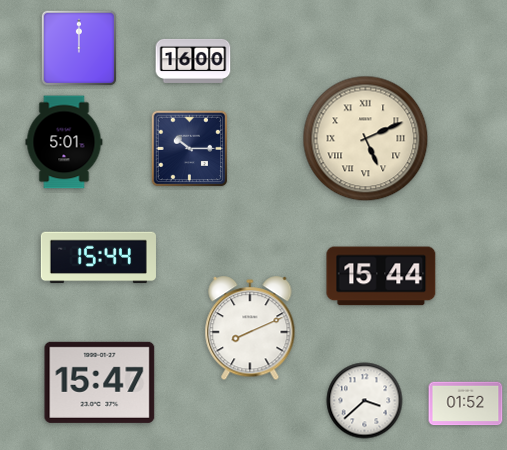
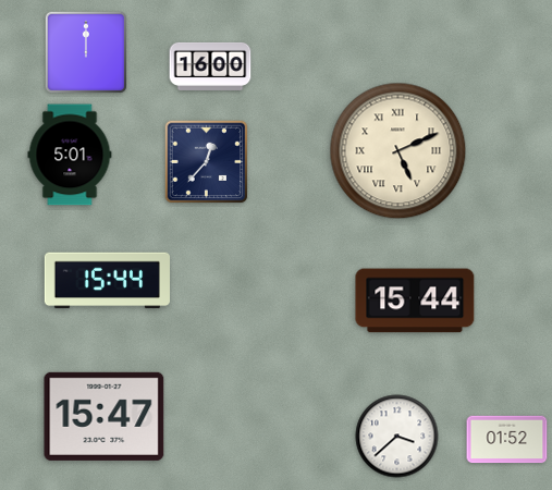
clock at (190, 149): 10:15 -> 12:37
clock at (250, 329): 8:11 -> none
clock at (100, 382) position: (100, 382) -> (105, 416)
